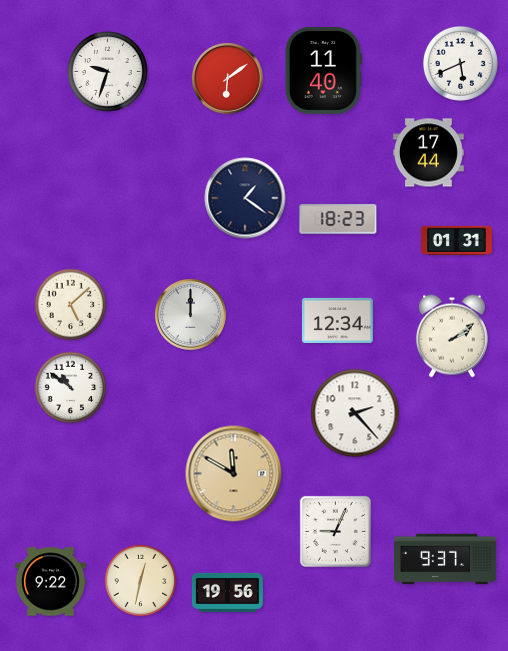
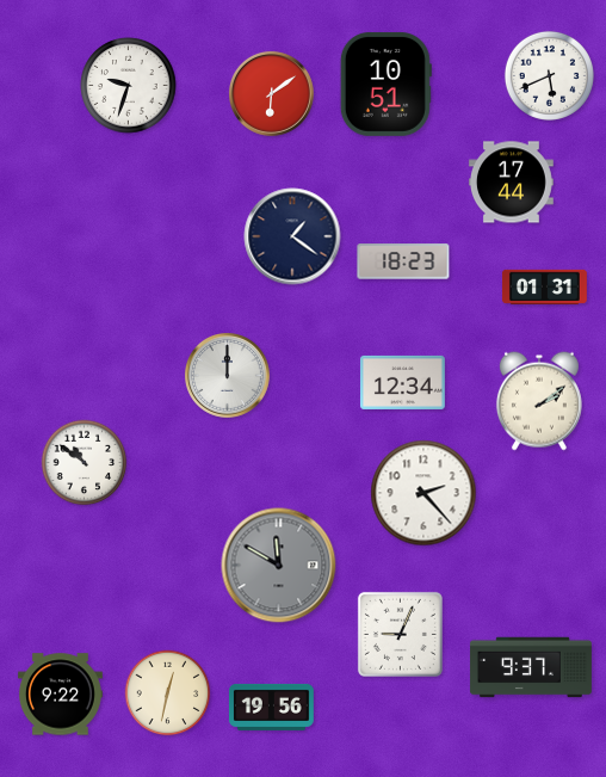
clock at (323, 70): 11:40 -> 10:51
clock at (71, 305): 5:08 -> none
clock at (234, 474) dial: champagne -> grey
